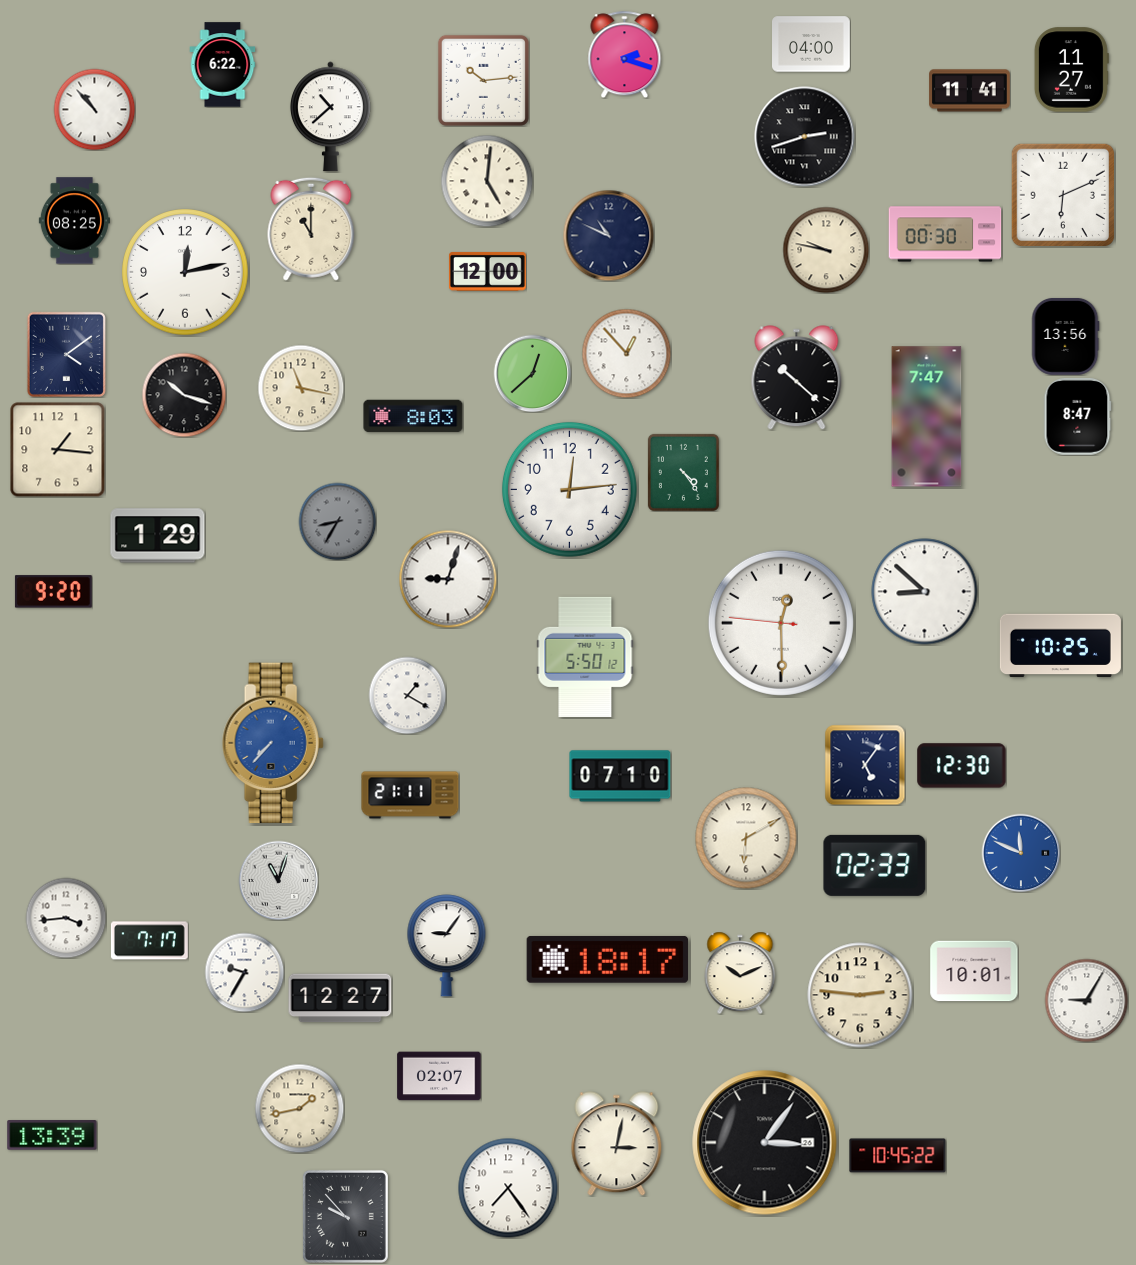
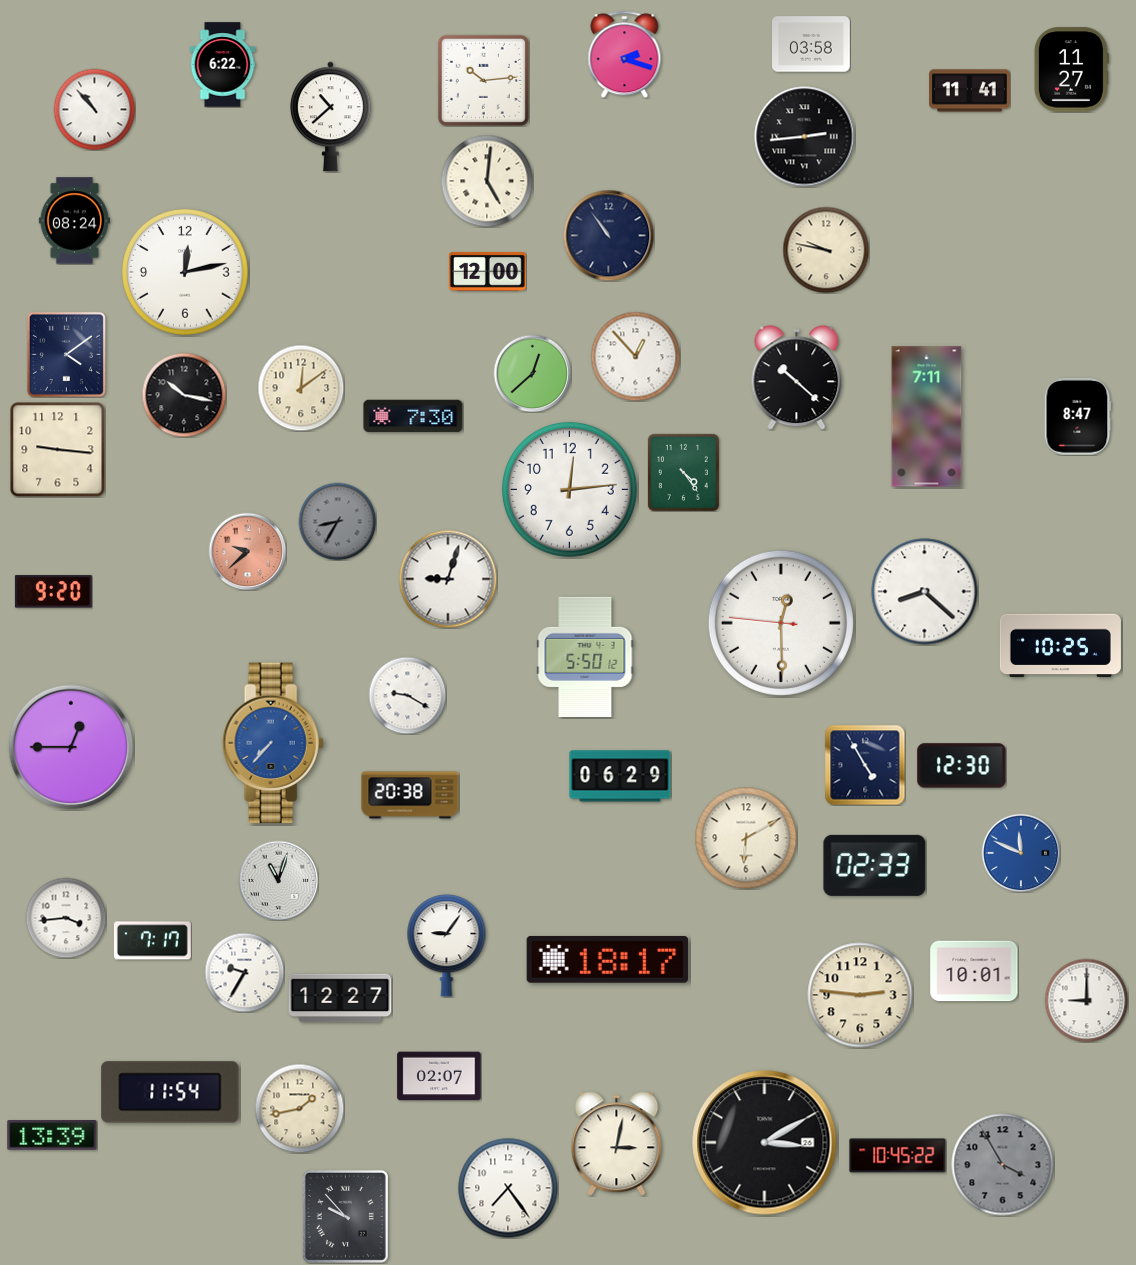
clock at (812, 44): 04:00 -> 03:58
clock at (805, 137): 2:42 -> 2:44
clock at (1062, 194): 6:11 -> none
clock at (74, 221): 08:25 -> 08:24
clock at (311, 229): 11:00 -> none
clock at (945, 234): 00:30 -> none
clock at (608, 235): 10:49 -> 10:54
clock at (1065, 336): 13:56 -> none
clock at (626, 353) position: (626, 353) -> (635, 356)
clock at (301, 388): 11:17 -> 12:09
clock at (184, 395): 10:18 -> 10:17
clock at (413, 416): 8:03 -> 7:30
clock at (927, 417): 7:47 -> 7:11
clock at (57, 449): 1:16 -> 9:16
clock at (158, 536): 1:29 -> none
clock at (247, 551): none -> 9:38
clock at (925, 592): 8:52 -> 8:22
clock at (407, 695): 1:20 -> 9:20
clock at (71, 747): none -> 12:45
clock at (865, 765): 5:06 -> 4:55
clock at (620, 776): 07:10 -> 06:29
clock at (410, 795): 21:11 -> 20:38
clock at (149, 941) position: (149, 941) -> (152, 941)
clock at (740, 973): 10:11 -> none
clock at (1086, 1000): 9:05 -> 9:00
clock at (170, 1092): none -> 11:54
clock at (765, 1143): 3:06 -> 3:10
clock at (1003, 1165): none -> 3:55
